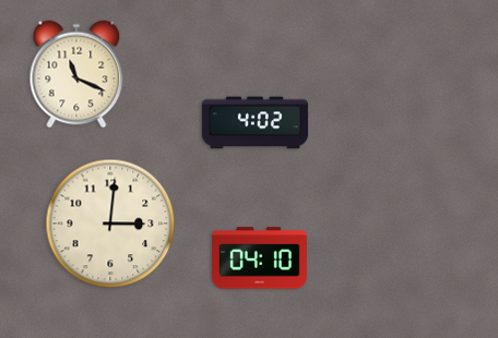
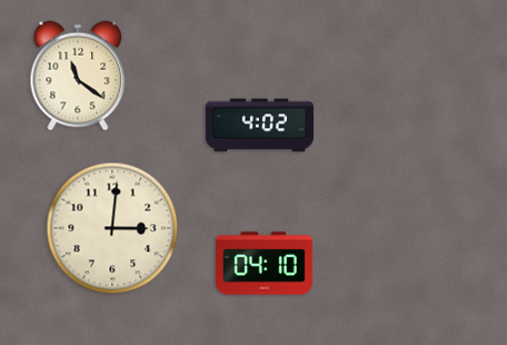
clock at (76, 74): 11:19 -> 11:21
